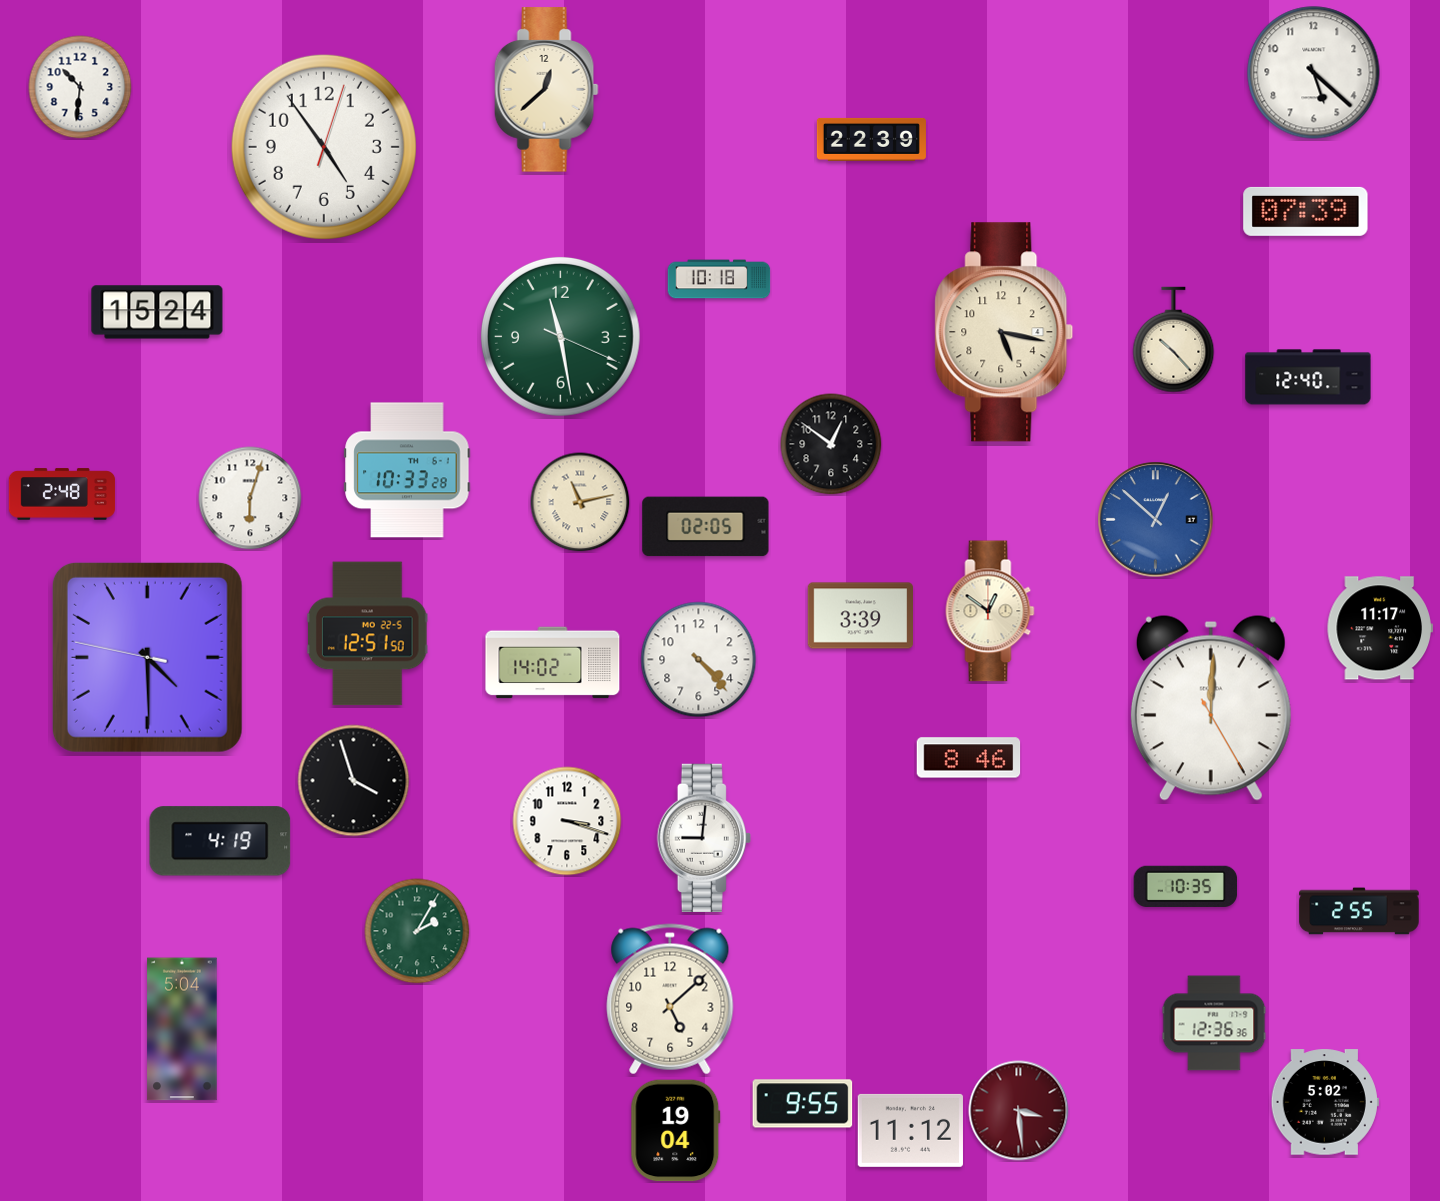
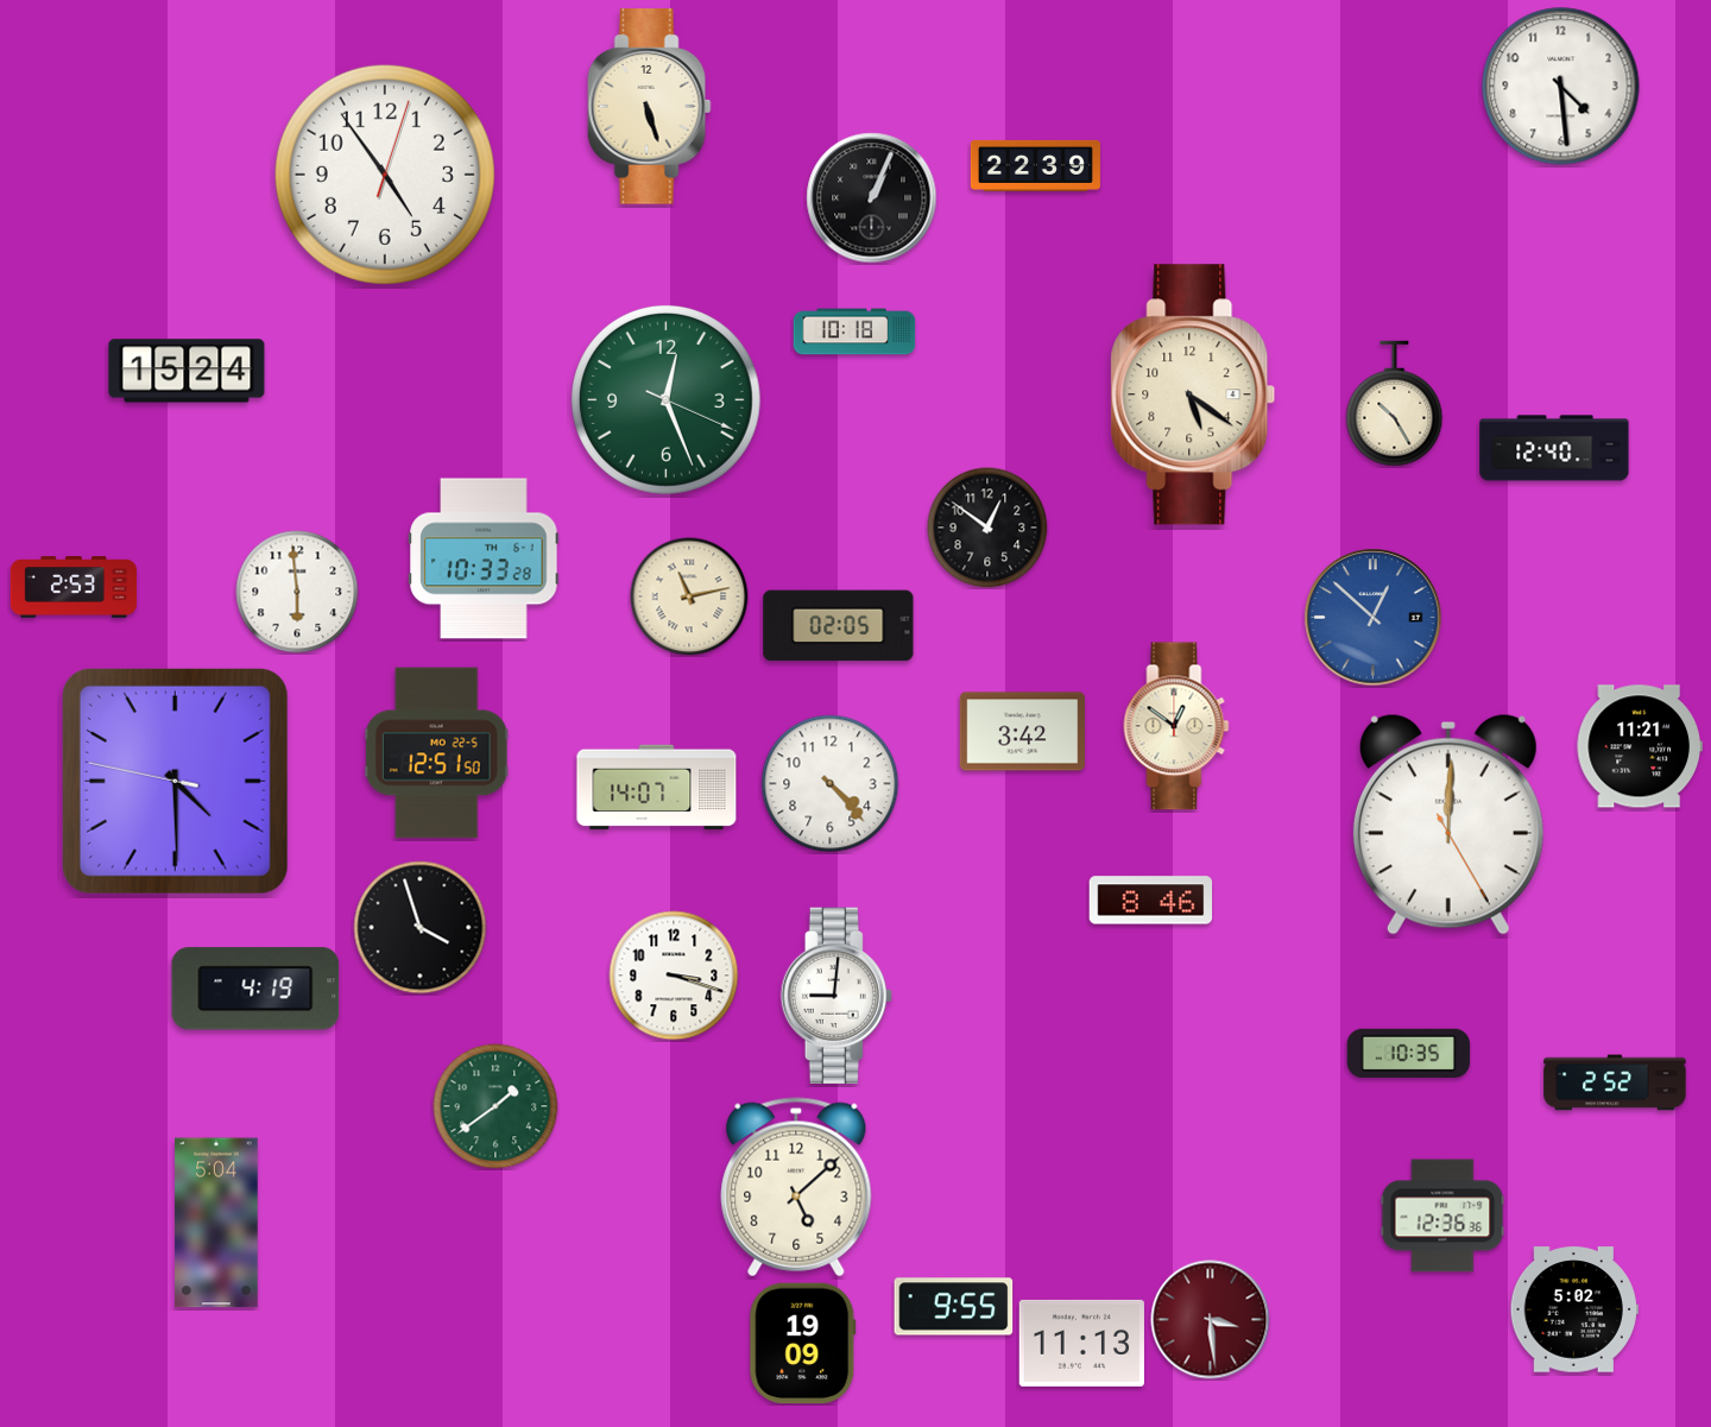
clock at (1314, 73): 5:22 -> 4:29
clock at (80, 87): 10:31 -> none
clock at (546, 90): 12:38 -> 5:27
clock at (872, 198): none -> 1:04
clock at (1306, 211): 07:39 -> none
clock at (1004, 332): 5:17 -> 5:21
clock at (560, 336): 11:28 -> 12:26
clock at (1174, 340): 10:23 -> 10:25
clock at (62, 494): 2:48 -> 2:53
clock at (250, 498): 6:03 -> 5:59
clock at (860, 616): 3:39 -> 3:42
clock at (1380, 628): 11:17 -> 11:21
clock at (553, 663): 14:02 -> 14:07
clock at (1211, 708) position: (1211, 708) -> (1448, 825)
clock at (220, 841) position: (220, 841) -> (255, 989)
clock at (1359, 911): 2:55 -> 2:52
clock at (417, 931): 2:05 -> 1:39
clock at (803, 1104) position: (803, 1104) -> (954, 1307)
clock at (910, 1130): 11:12 -> 11:13
clock at (676, 1131): 19:04 -> 19:09
